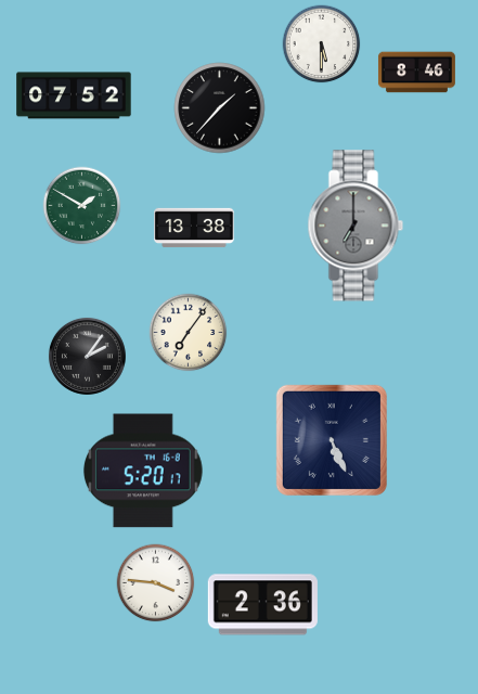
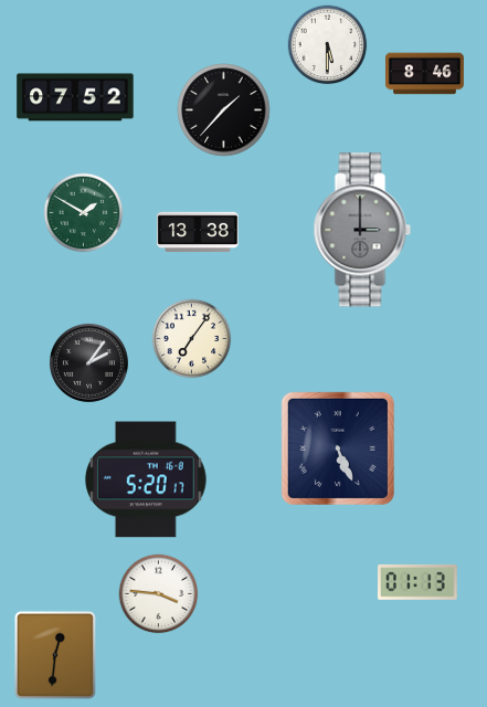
clock at (82, 206) position: (82, 206) -> (84, 213)
clock at (356, 226): 7:00 -> 3:00
clock at (419, 582): none -> 01:13
clock at (262, 605): 2:36 -> none
clock at (55, 655): none -> 12:31
